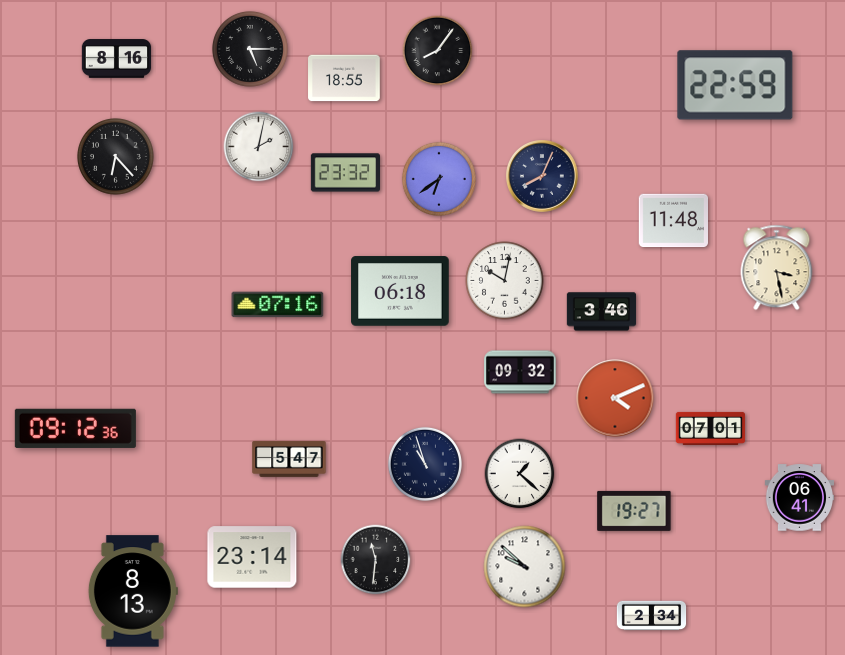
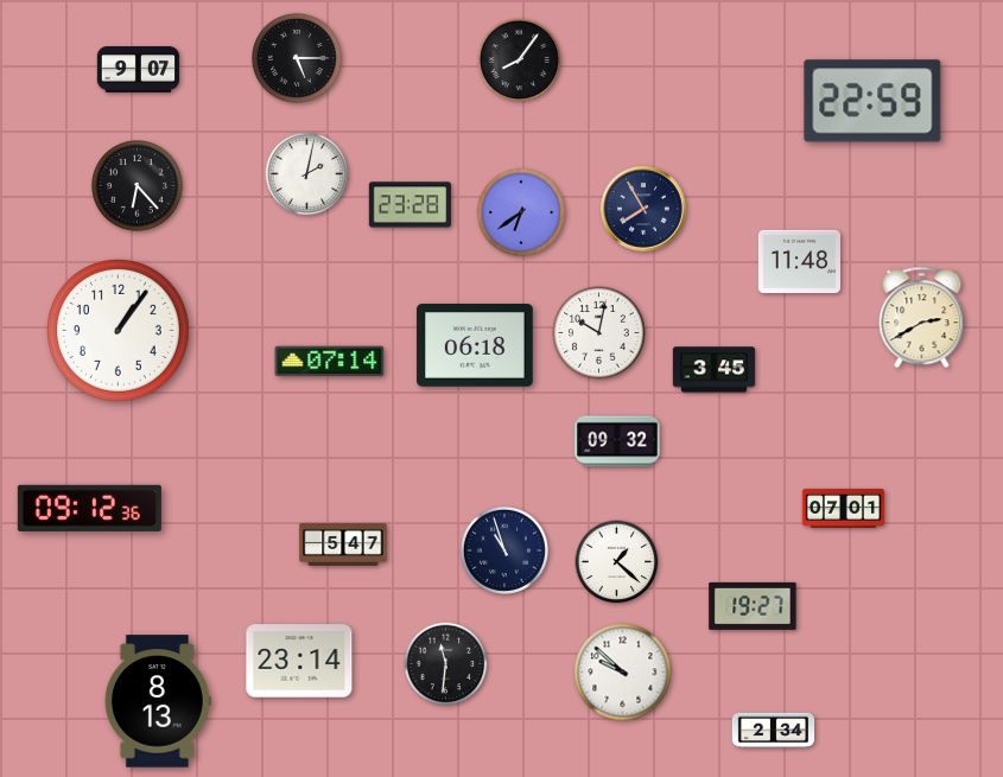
clock at (117, 59): 8:16 -> 9:07
clock at (344, 78): 18:55 -> none
clock at (345, 173): 23:32 -> 23:28
clock at (543, 177): 8:04 -> 7:55
clock at (777, 268): 3:28 -> 2:40
clock at (119, 331): none -> 1:06
clock at (278, 305): 07:16 -> 07:14
clock at (602, 312): 3:46 -> 3:45
clock at (615, 398): 4:11 -> none
clock at (799, 498): 06:41 -> none
